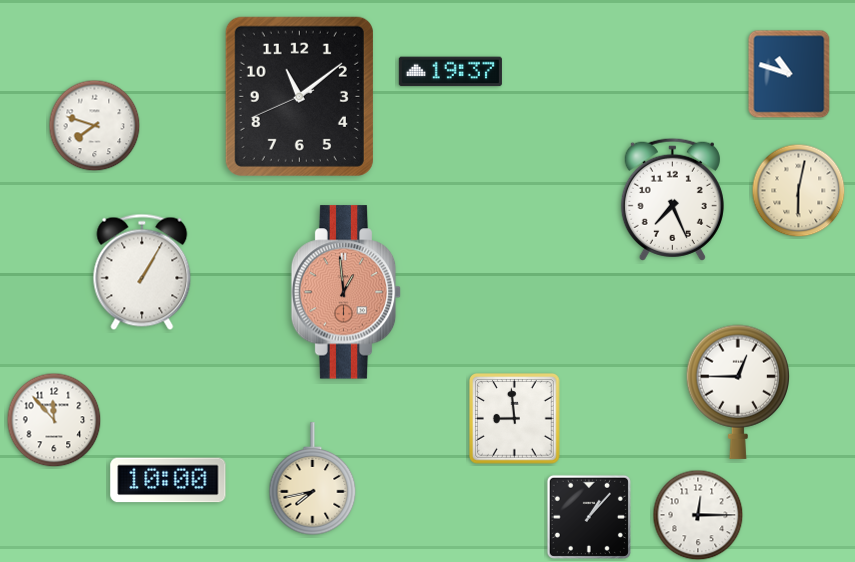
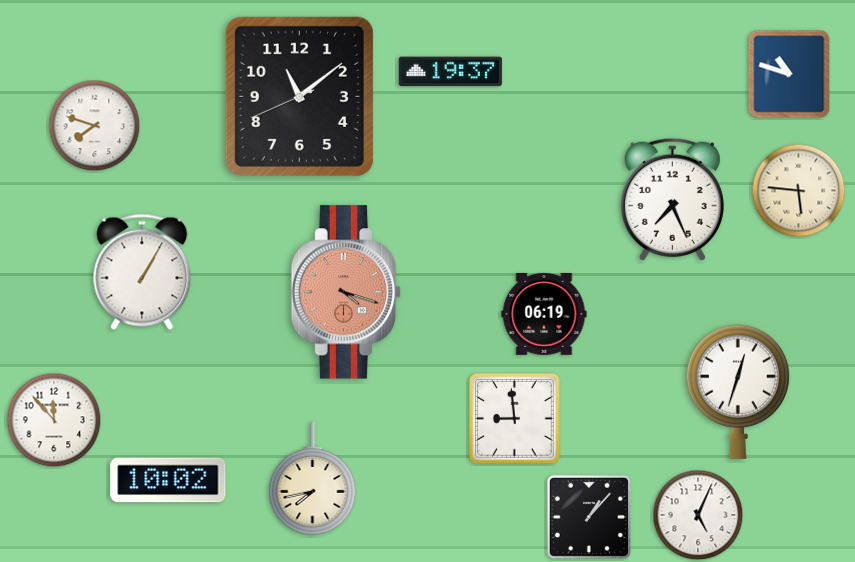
clock at (799, 191): 6:02 -> 5:46
clock at (346, 292): 12:59 -> 4:18
clock at (544, 314): none -> 06:19
clock at (738, 392): 12:45 -> 12:33
clock at (168, 480): 10:00 -> 10:02
clock at (698, 515): 12:15 -> 5:04
